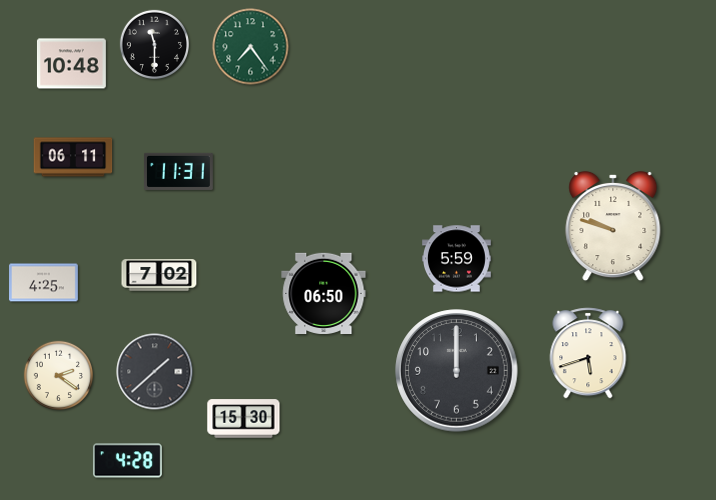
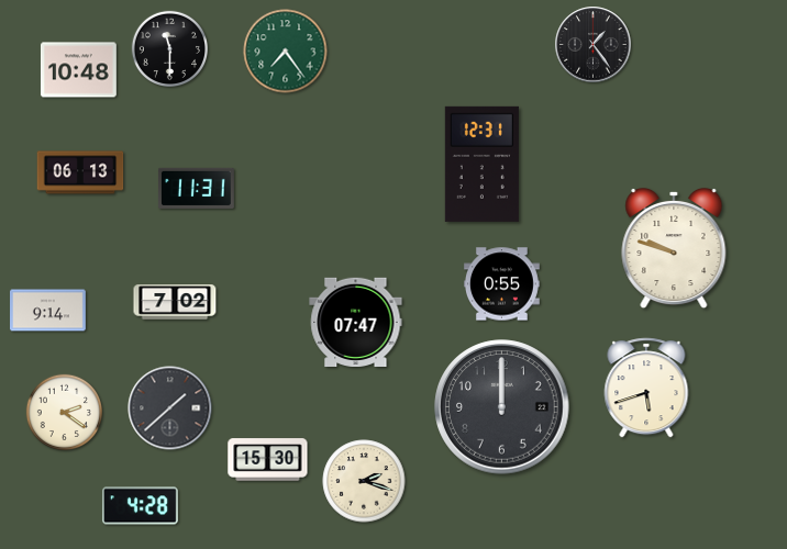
clock at (594, 45): none -> 1:24
clock at (251, 47) position: (251, 47) -> (286, 52)
clock at (481, 164): none -> 12:31
clock at (73, 157): 06:11 -> 06:13
clock at (457, 259): 5:59 -> 0:55
clock at (44, 283): 4:25 -> 9:14
clock at (324, 293): 06:50 -> 07:47
clock at (364, 481): none -> 2:18
